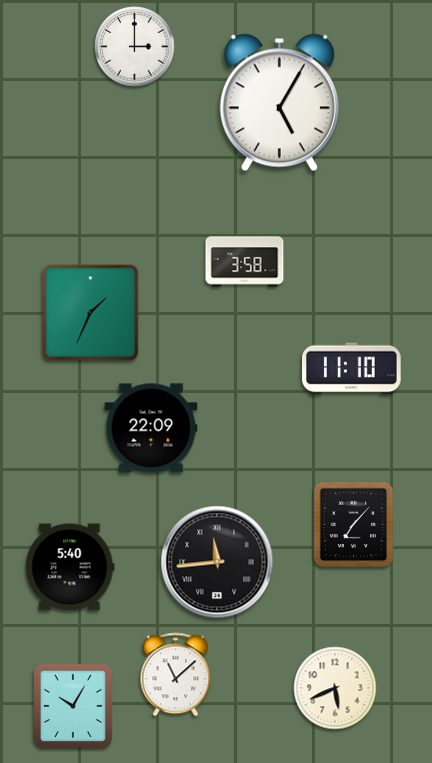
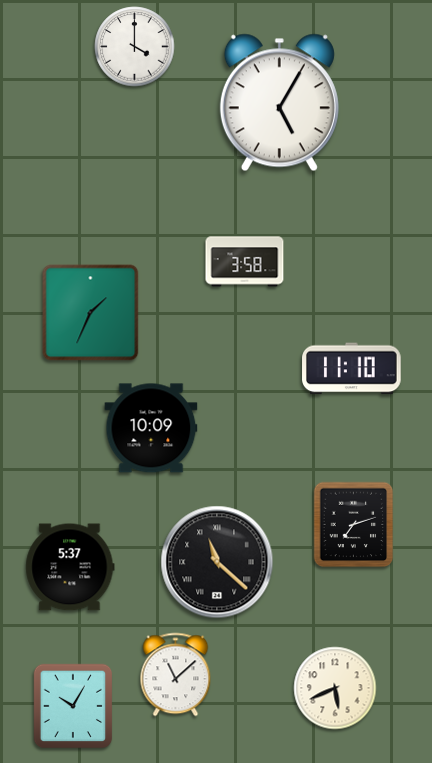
clock at (135, 47): 3:00 -> 4:00
clock at (151, 428): 22:09 -> 10:09
clock at (354, 525): 7:07 -> 7:12
clock at (217, 562): 11:44 -> 11:22
clock at (70, 567): 5:40 -> 5:37
